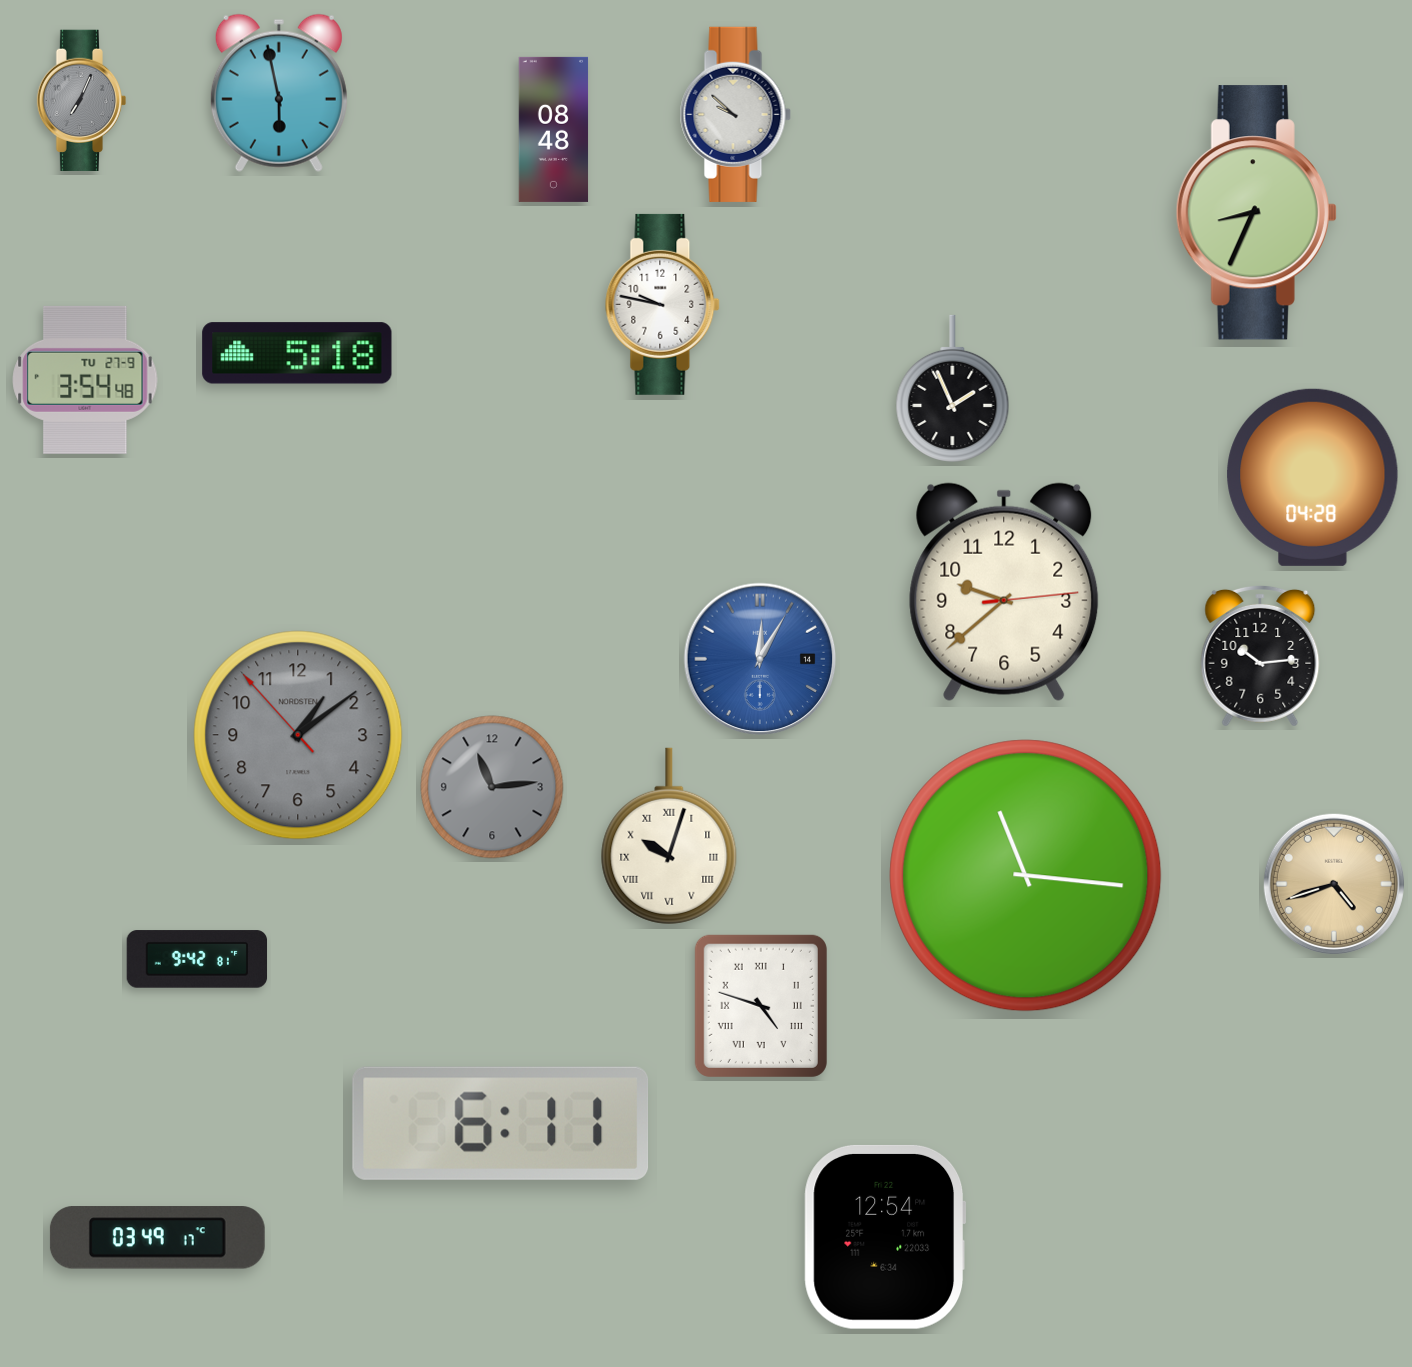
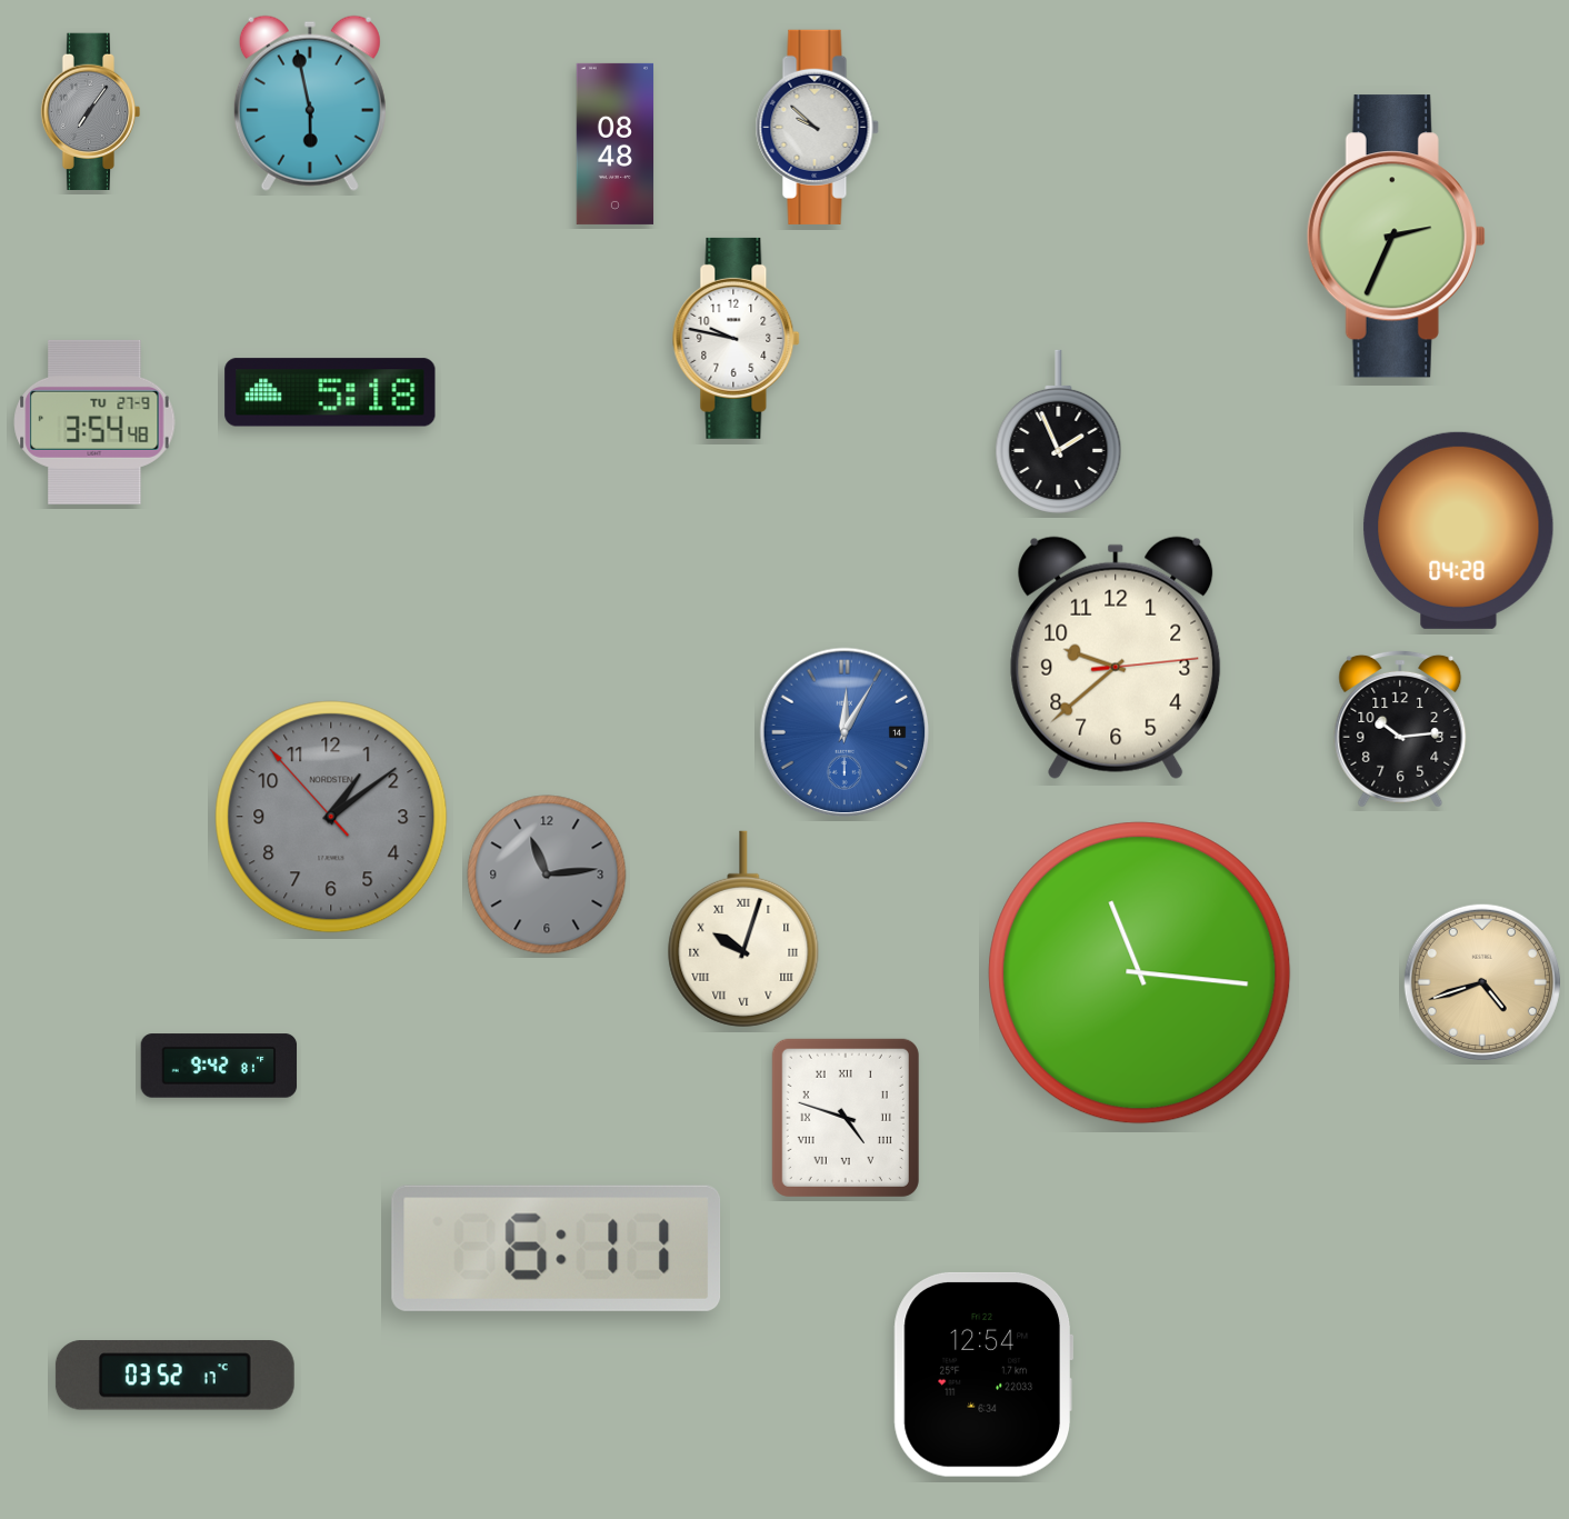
clock at (82, 100): 7:04 -> 7:06
clock at (1256, 213): 8:34 -> 2:34
clock at (157, 1238): 03:49 -> 03:52
